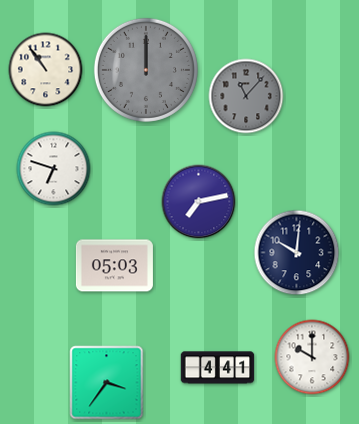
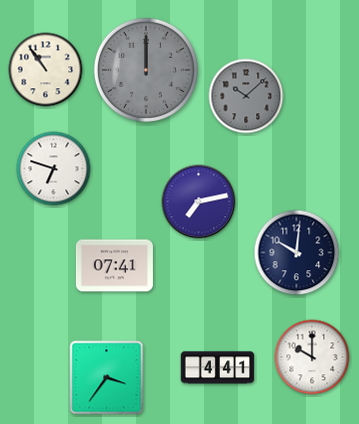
clock at (246, 96): 11:07 -> 10:08
clock at (114, 266): 05:03 -> 07:41
clock at (107, 383) position: (107, 383) -> (107, 378)
